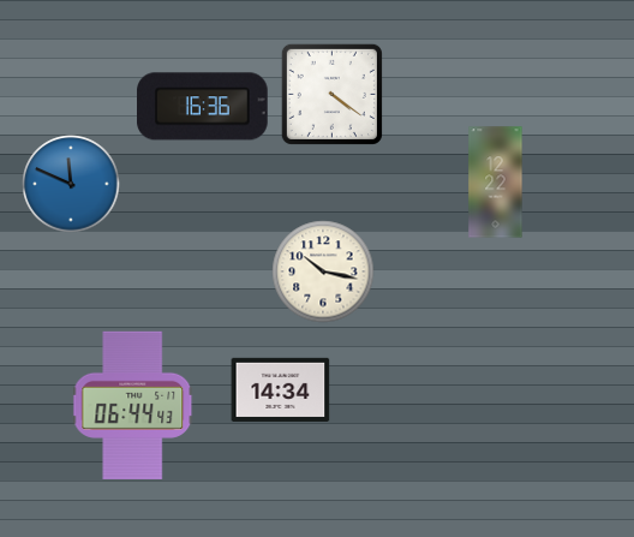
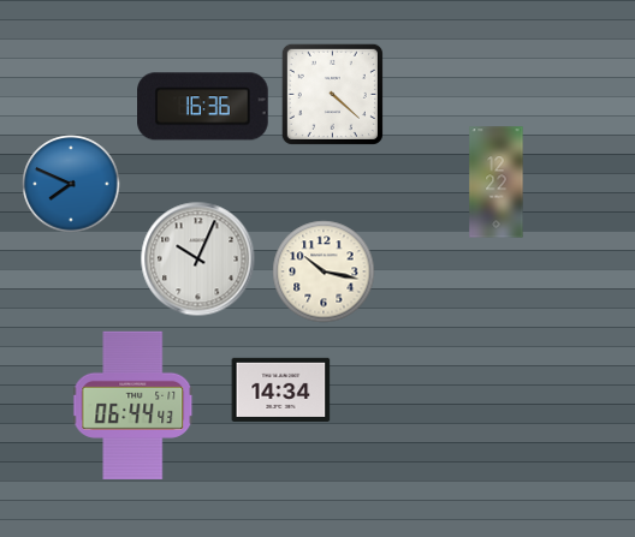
clock at (331, 94): 4:21 -> 4:22
clock at (71, 184): 11:49 -> 7:49
clock at (198, 259): none -> 10:04
